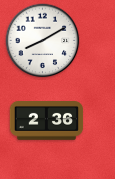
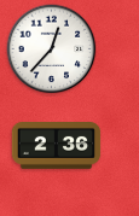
clock at (43, 41): 8:10 -> 12:37
